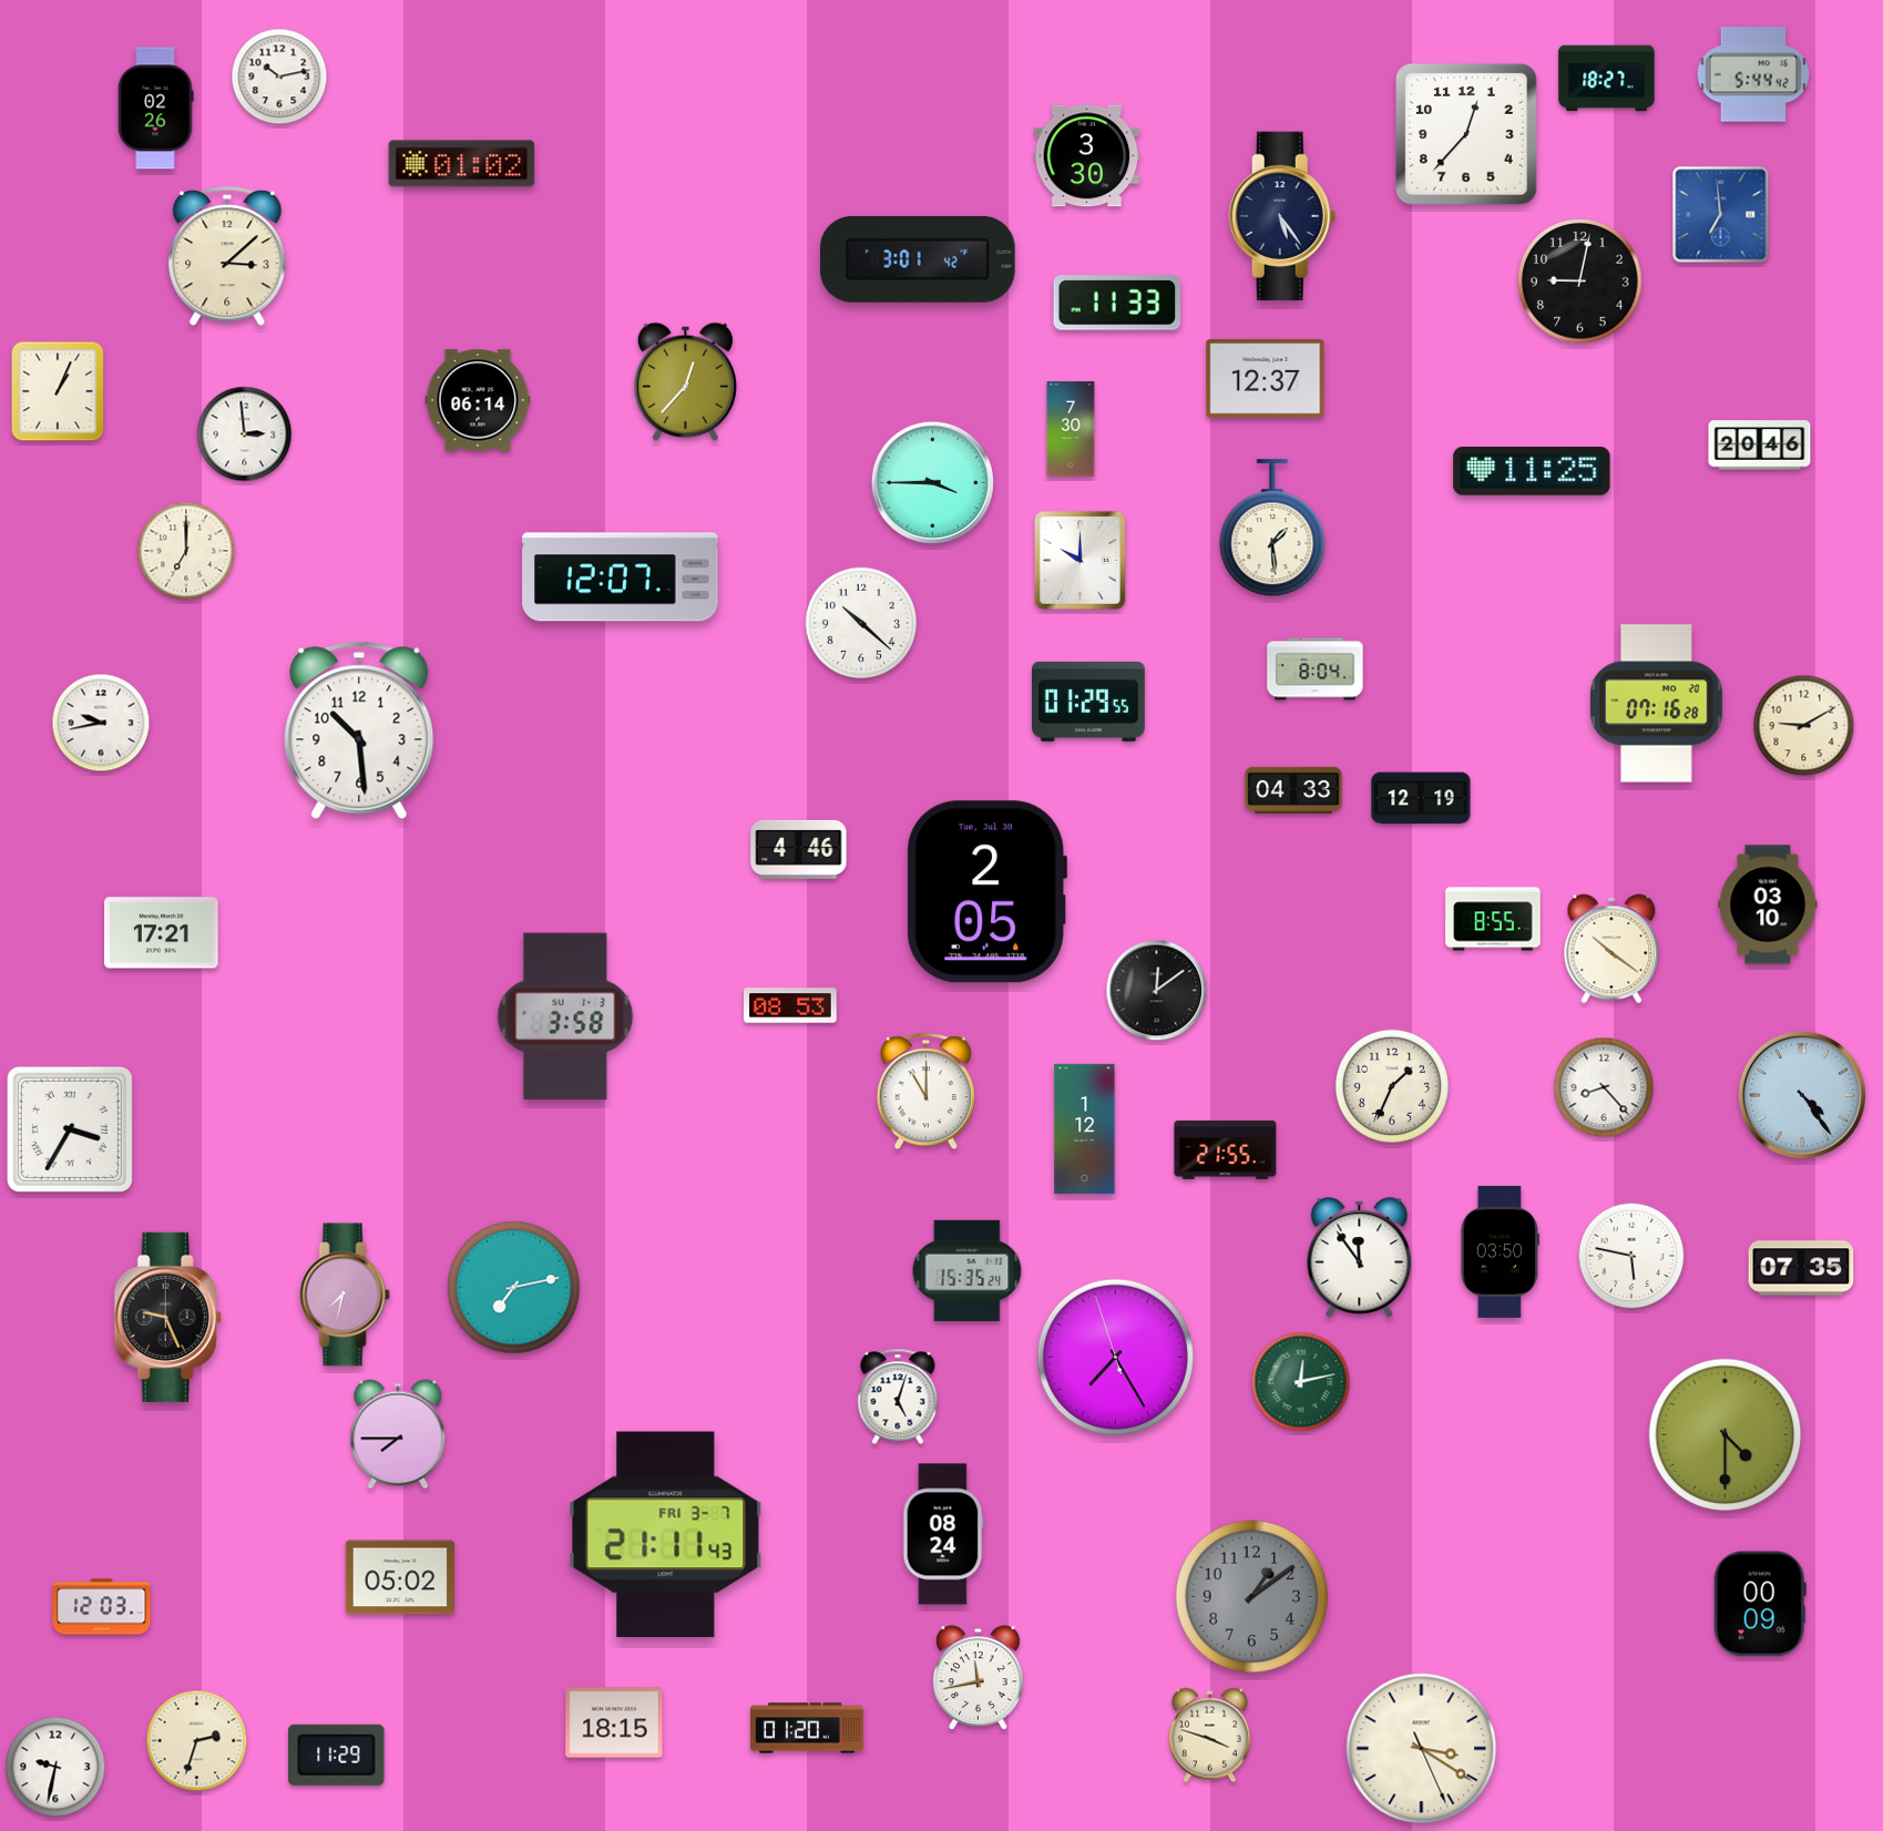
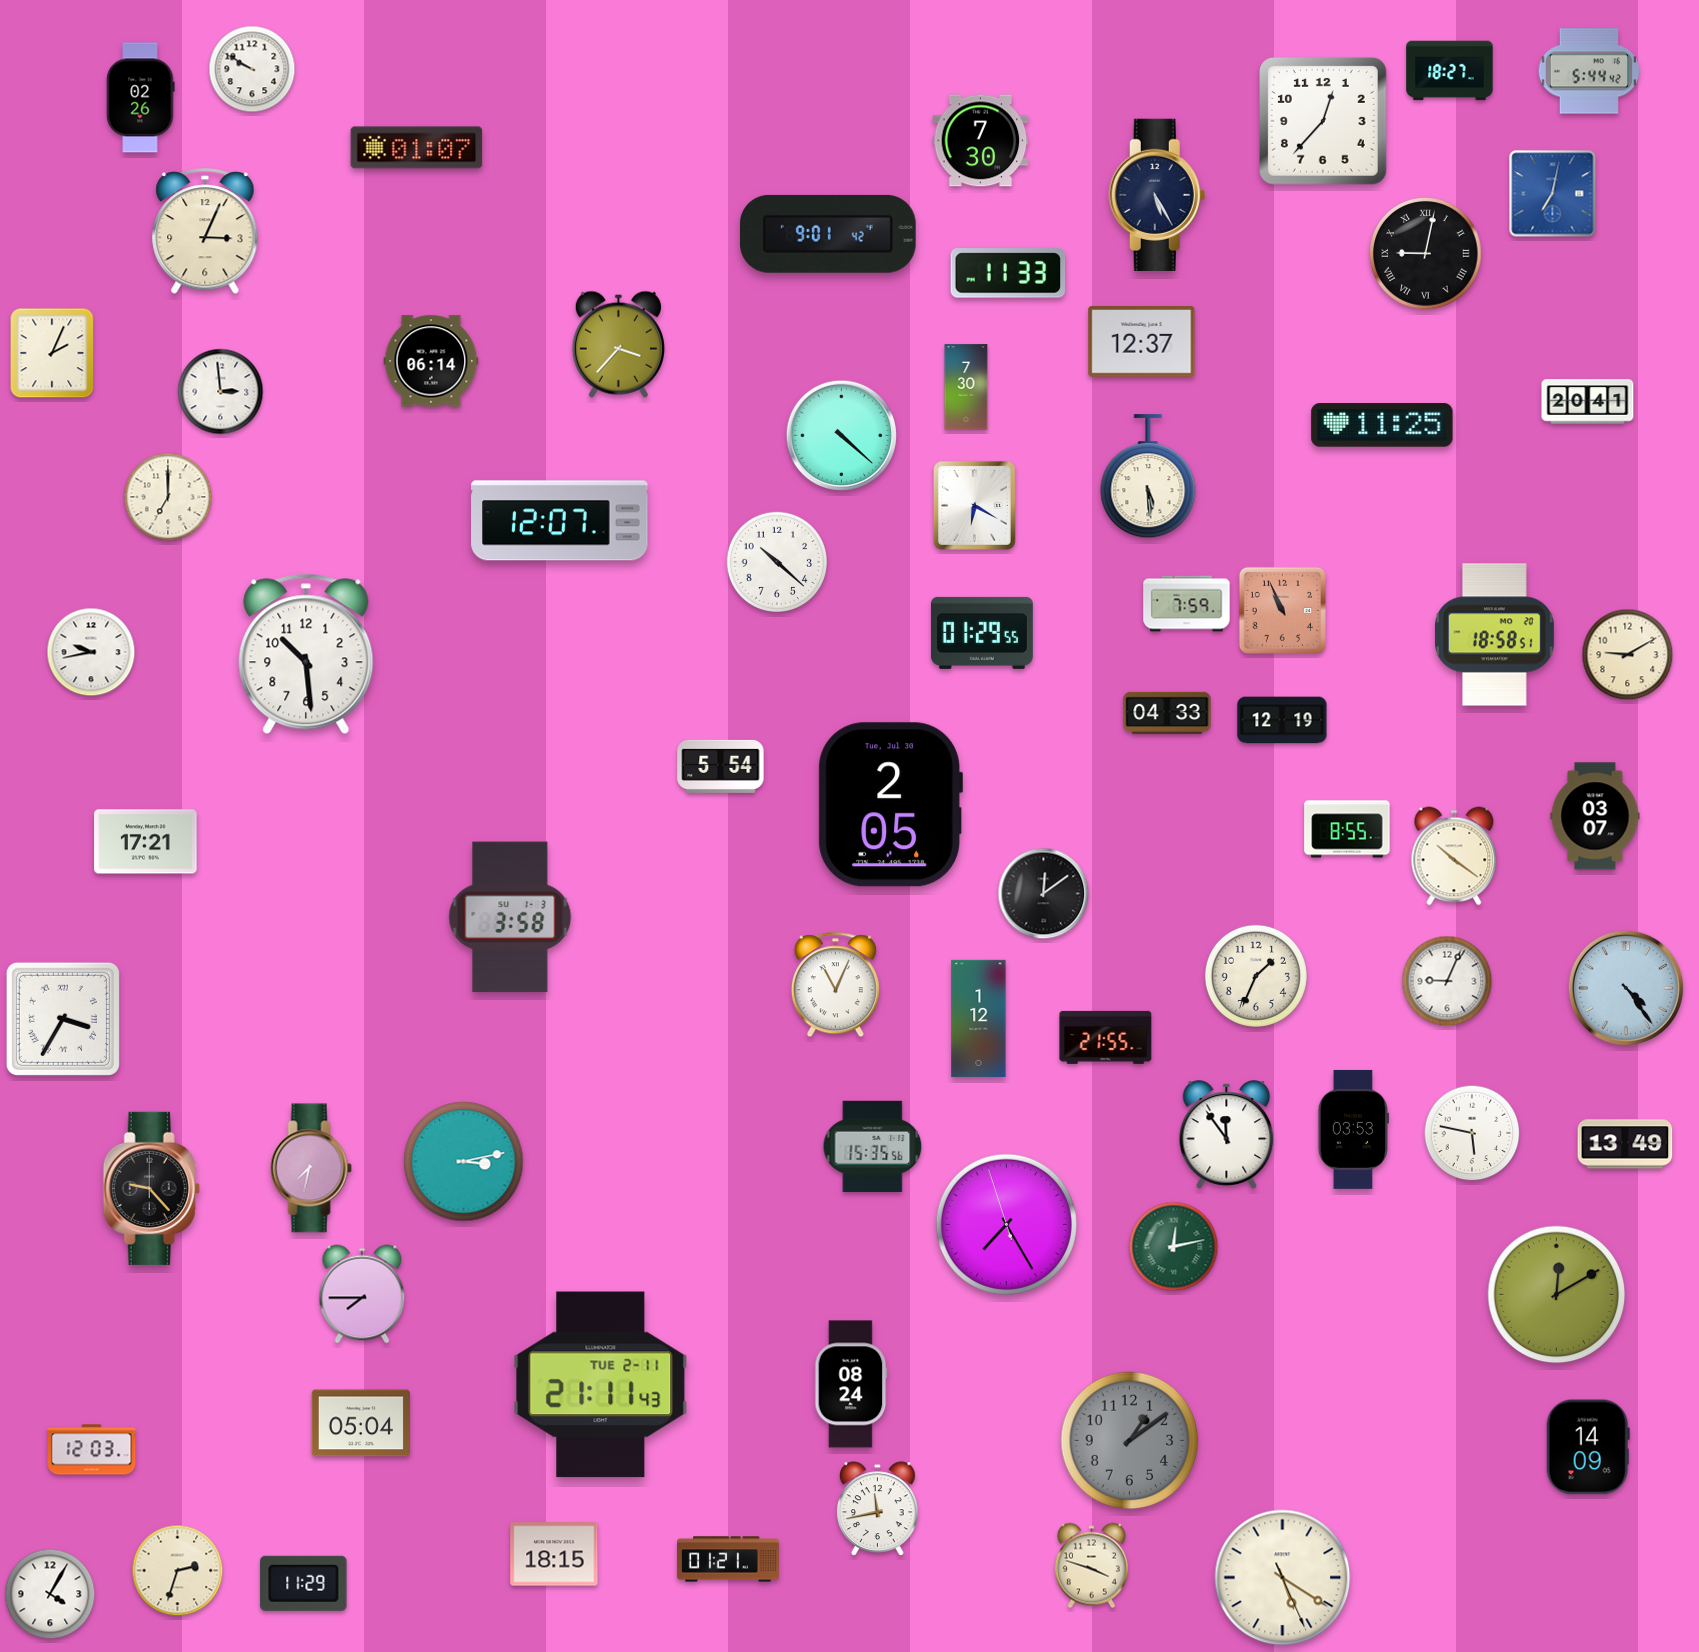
clock at (1753, 74) position: (1753, 74) -> (1589, 71)
clock at (279, 76): 10:13 -> 9:50
clock at (1087, 156): 3:30 -> 7:30
clock at (462, 164): 01:02 -> 01:07
clock at (1721, 215): 6:59 -> 7:02
clock at (1282, 216): 5:24 -> 5:25
clock at (227, 257): 3:08 -> 3:04
clock at (919, 259): 3:01 -> 9:01
clock at (1580, 282) numerals: Arabic -> Roman
clock at (685, 381): 12:37 -> 3:37
clock at (58, 391): 1:04 -> 2:04
clock at (1760, 446): 20:46 -> 20:41
clock at (932, 482): 3:45 -> 4:22
clock at (1272, 529): 1:29 -> 5:29
clock at (1079, 560): 10:00 -> 6:20
clock at (1316, 669): 8:04 -> 7:59
clock at (1282, 610): none -> 10:56
clock at (1657, 704): 07:16 -> 18:58
clock at (359, 730) position: (359, 730) -> (306, 654)
clock at (799, 849): 4:46 -> 5:54
clock at (1768, 904): 03:10 -> 03:07
clock at (791, 1005): 08:53 -> none
clock at (1392, 1086) position: (1392, 1086) -> (1256, 976)
clock at (1604, 1087): 8:23 -> 9:04
clock at (925, 1092): 11:00 -> 11:04
clock at (1500, 1251): 03:50 -> 03:53
clock at (1801, 1268): 07:35 -> 13:49
clock at (968, 1270): 15:35:24 -> 15:35:56
clock at (514, 1288): 7:13 -> 3:13
clock at (167, 1317): 9:26 -> 9:23
clock at (898, 1397): 5:03 -> none
clock at (398, 1434) position: (398, 1434) -> (362, 1294)
clock at (1726, 1435): 4:30 -> 12:10
clock at (666, 1535) date: FRI 3-7 -> TUE 2-11
clock at (400, 1577): 05:02 -> 05:04
clock at (1760, 1604): 00:09 -> 14:09
clock at (979, 1678) position: (979, 1678) -> (878, 1509)
clock at (807, 1728): 01:20 -> 01:21
clock at (1422, 1749): 3:20 -> 5:20
clock at (55, 1767): 9:32 -> 4:05
